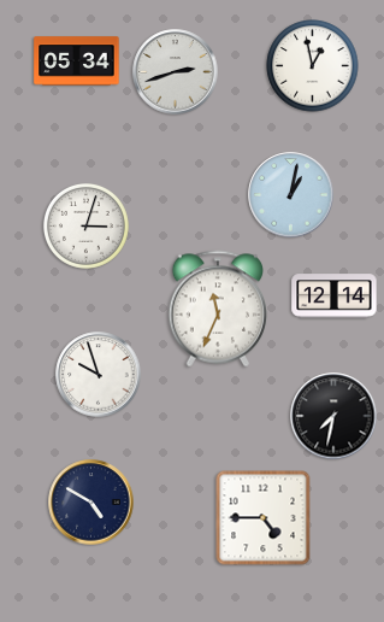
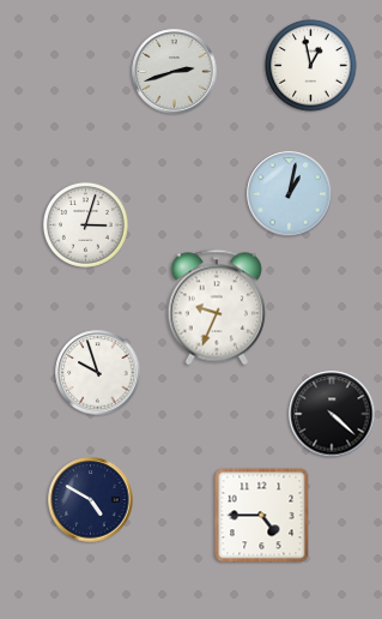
clock at (77, 61): 05:34 -> none
clock at (335, 297): 12:14 -> none
clock at (218, 309): 11:34 -> 9:34
clock at (333, 416): 7:32 -> 4:22
